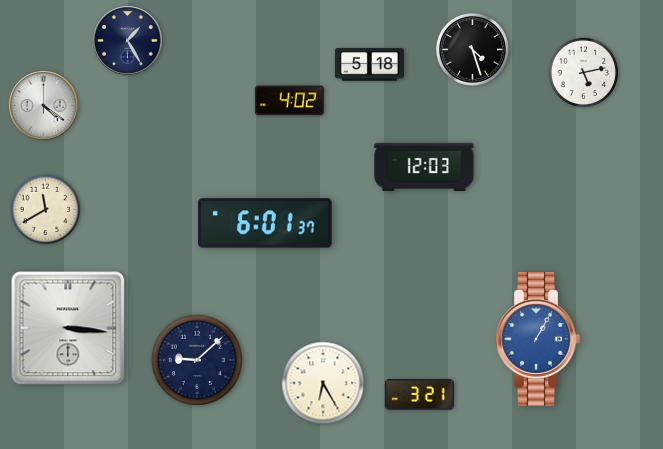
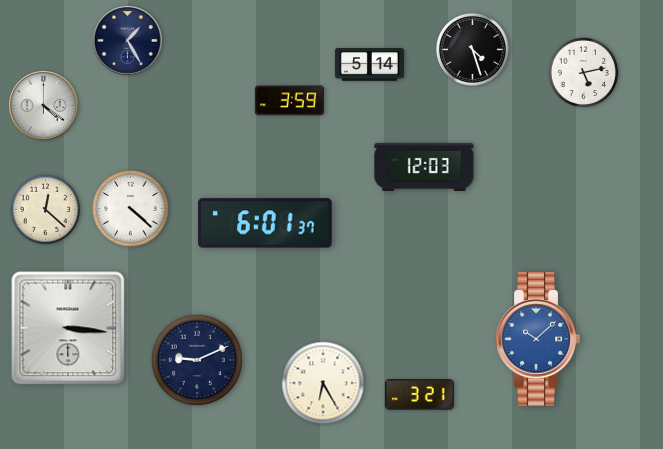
clock at (369, 65): 5:18 -> 5:14
clock at (289, 101): 4:02 -> 3:59
clock at (131, 209): none -> 4:22
clock at (46, 210): 11:40 -> 12:22
clock at (538, 339): 1:05 -> 10:08
clock at (197, 360): 9:08 -> 9:11
